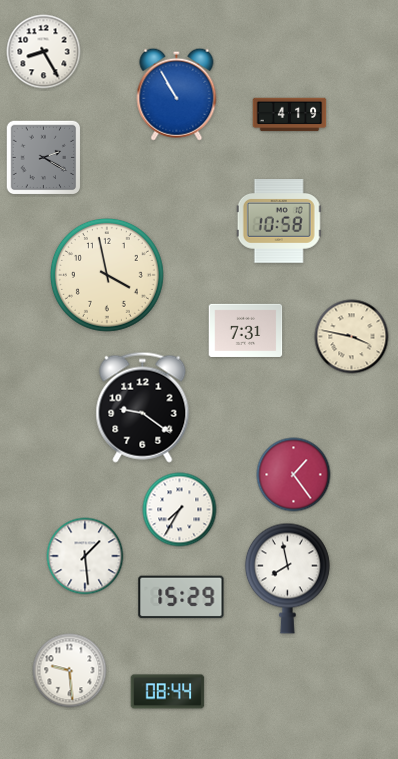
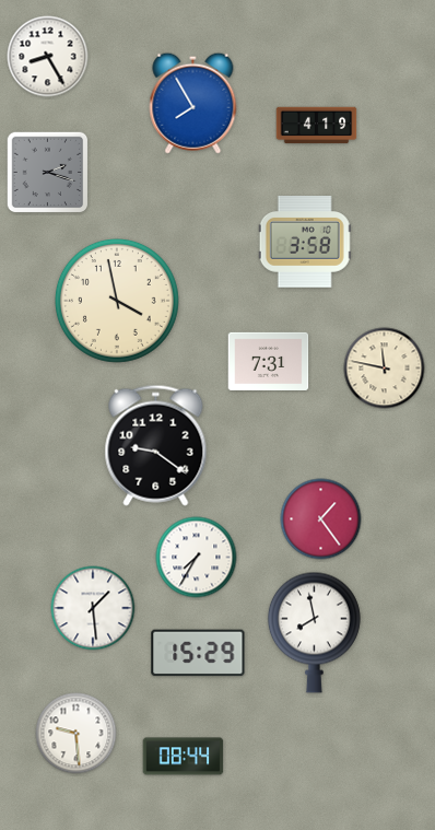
clock at (177, 94): 10:55 -> 7:55
clock at (44, 158): 2:20 -> 2:18
clock at (279, 222): 10:58 -> 3:58
clock at (352, 337): 3:47 -> 11:47
